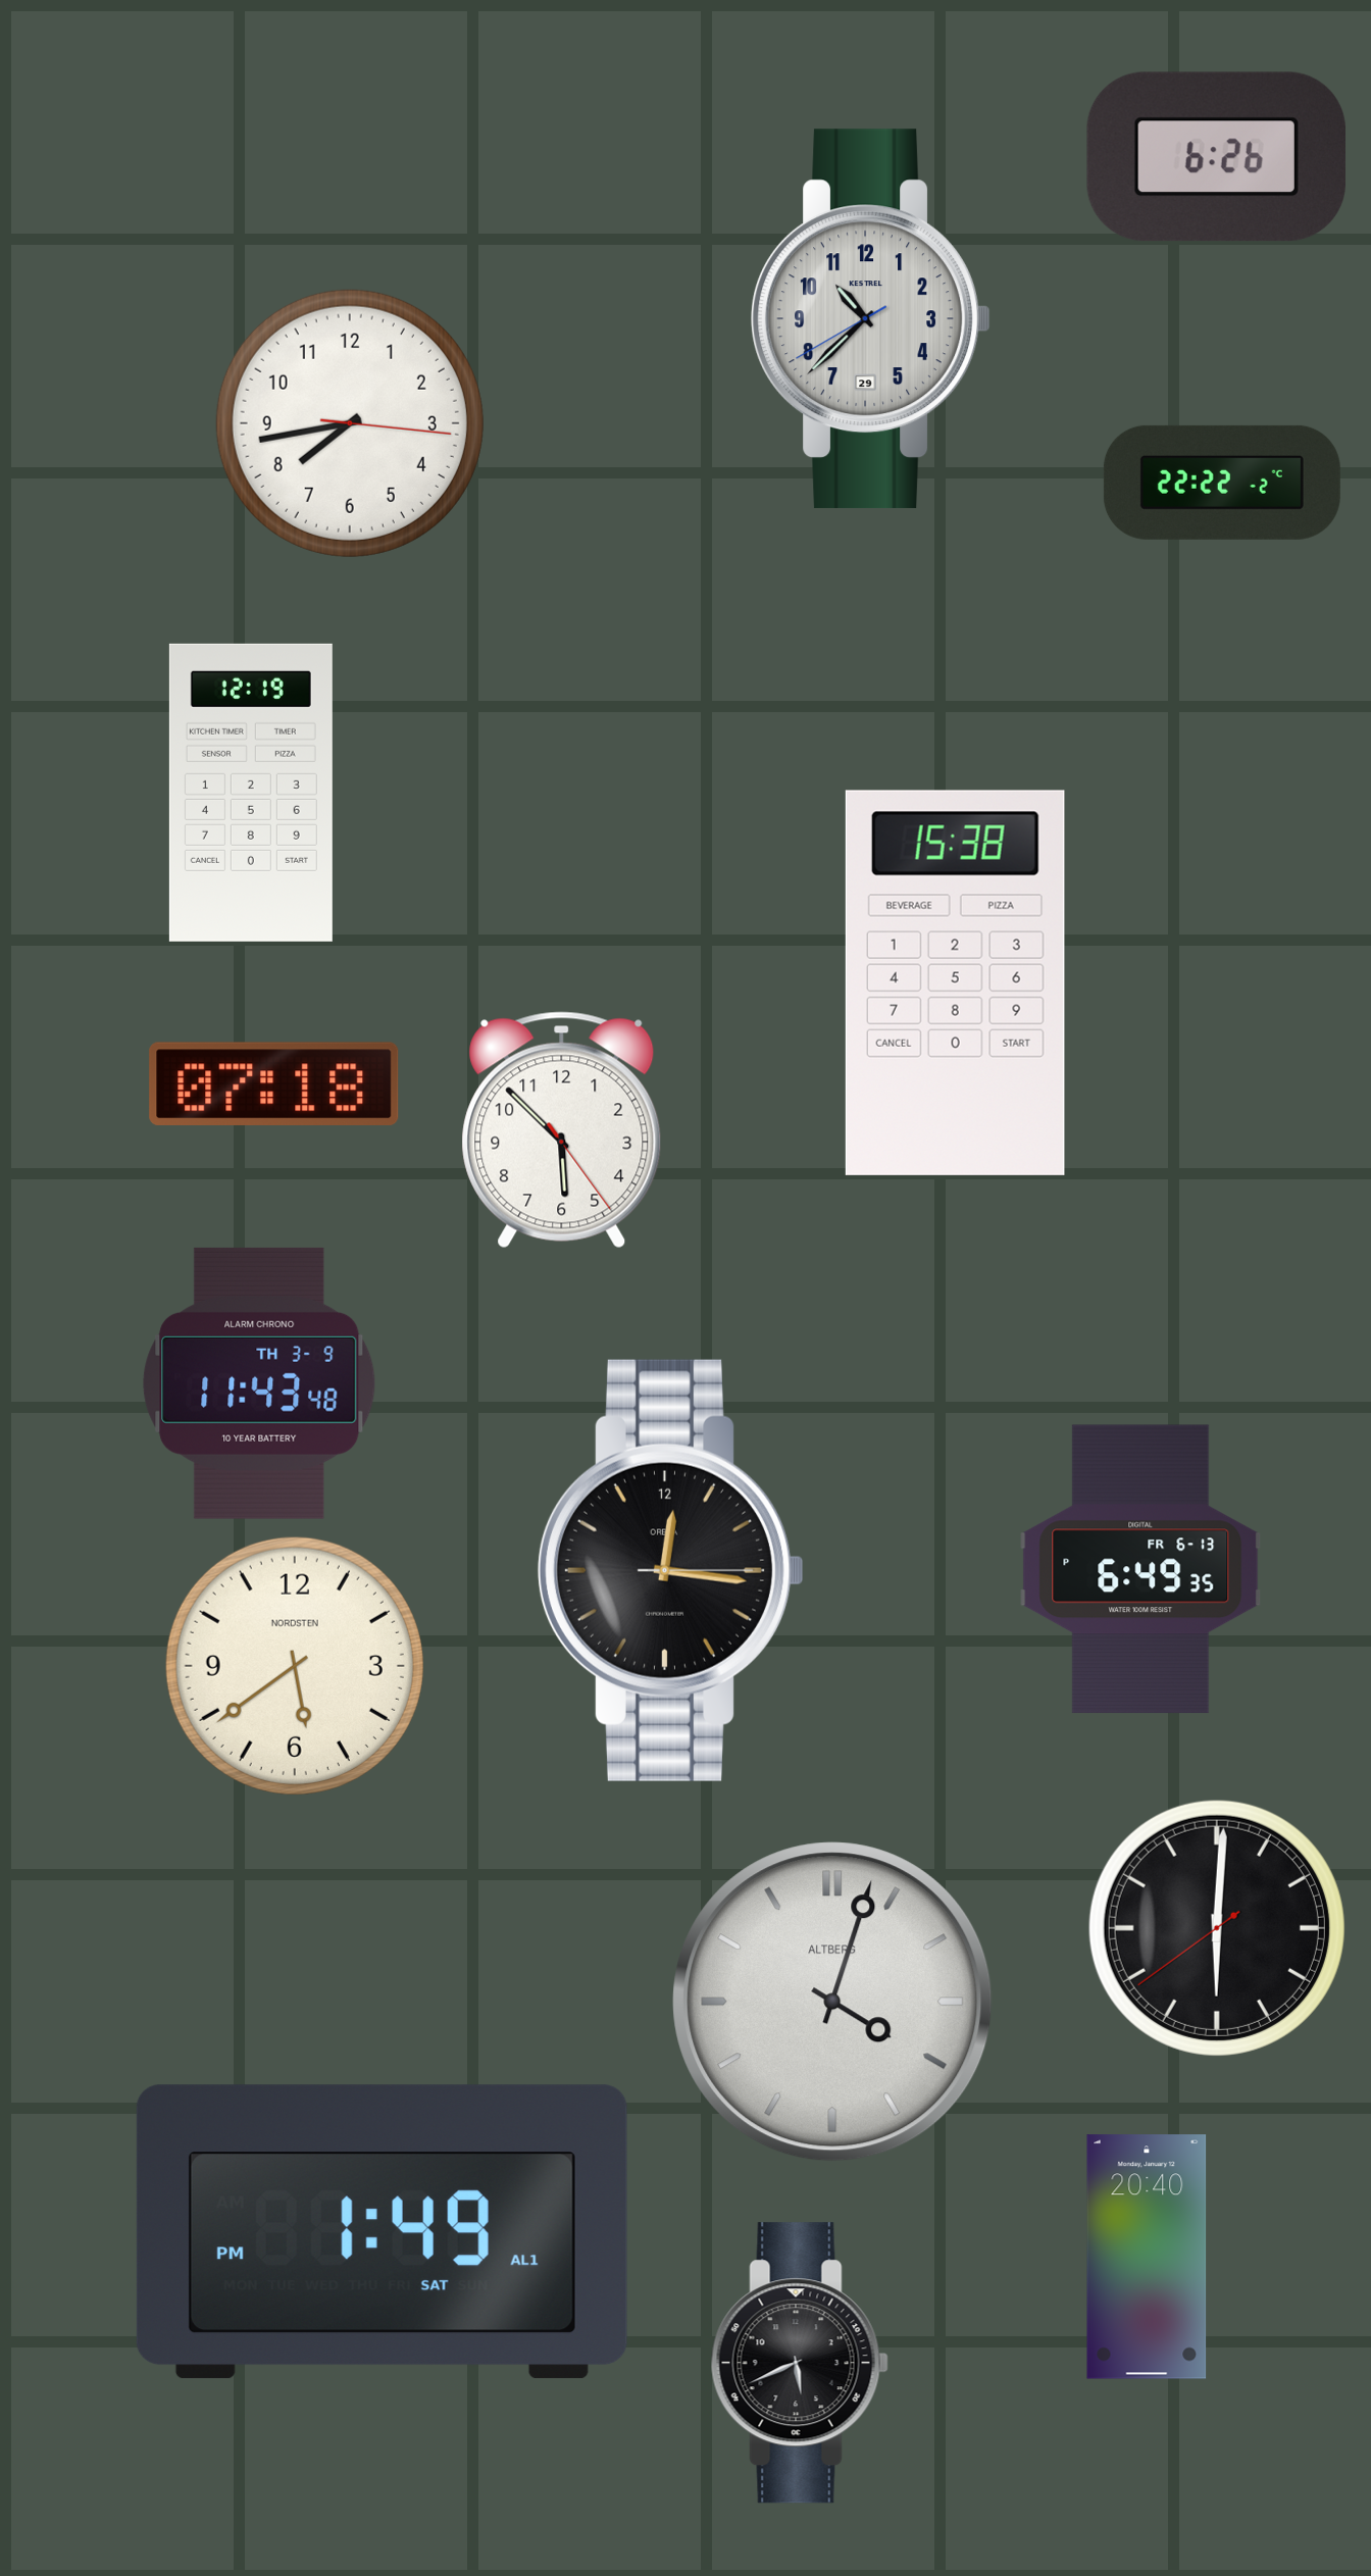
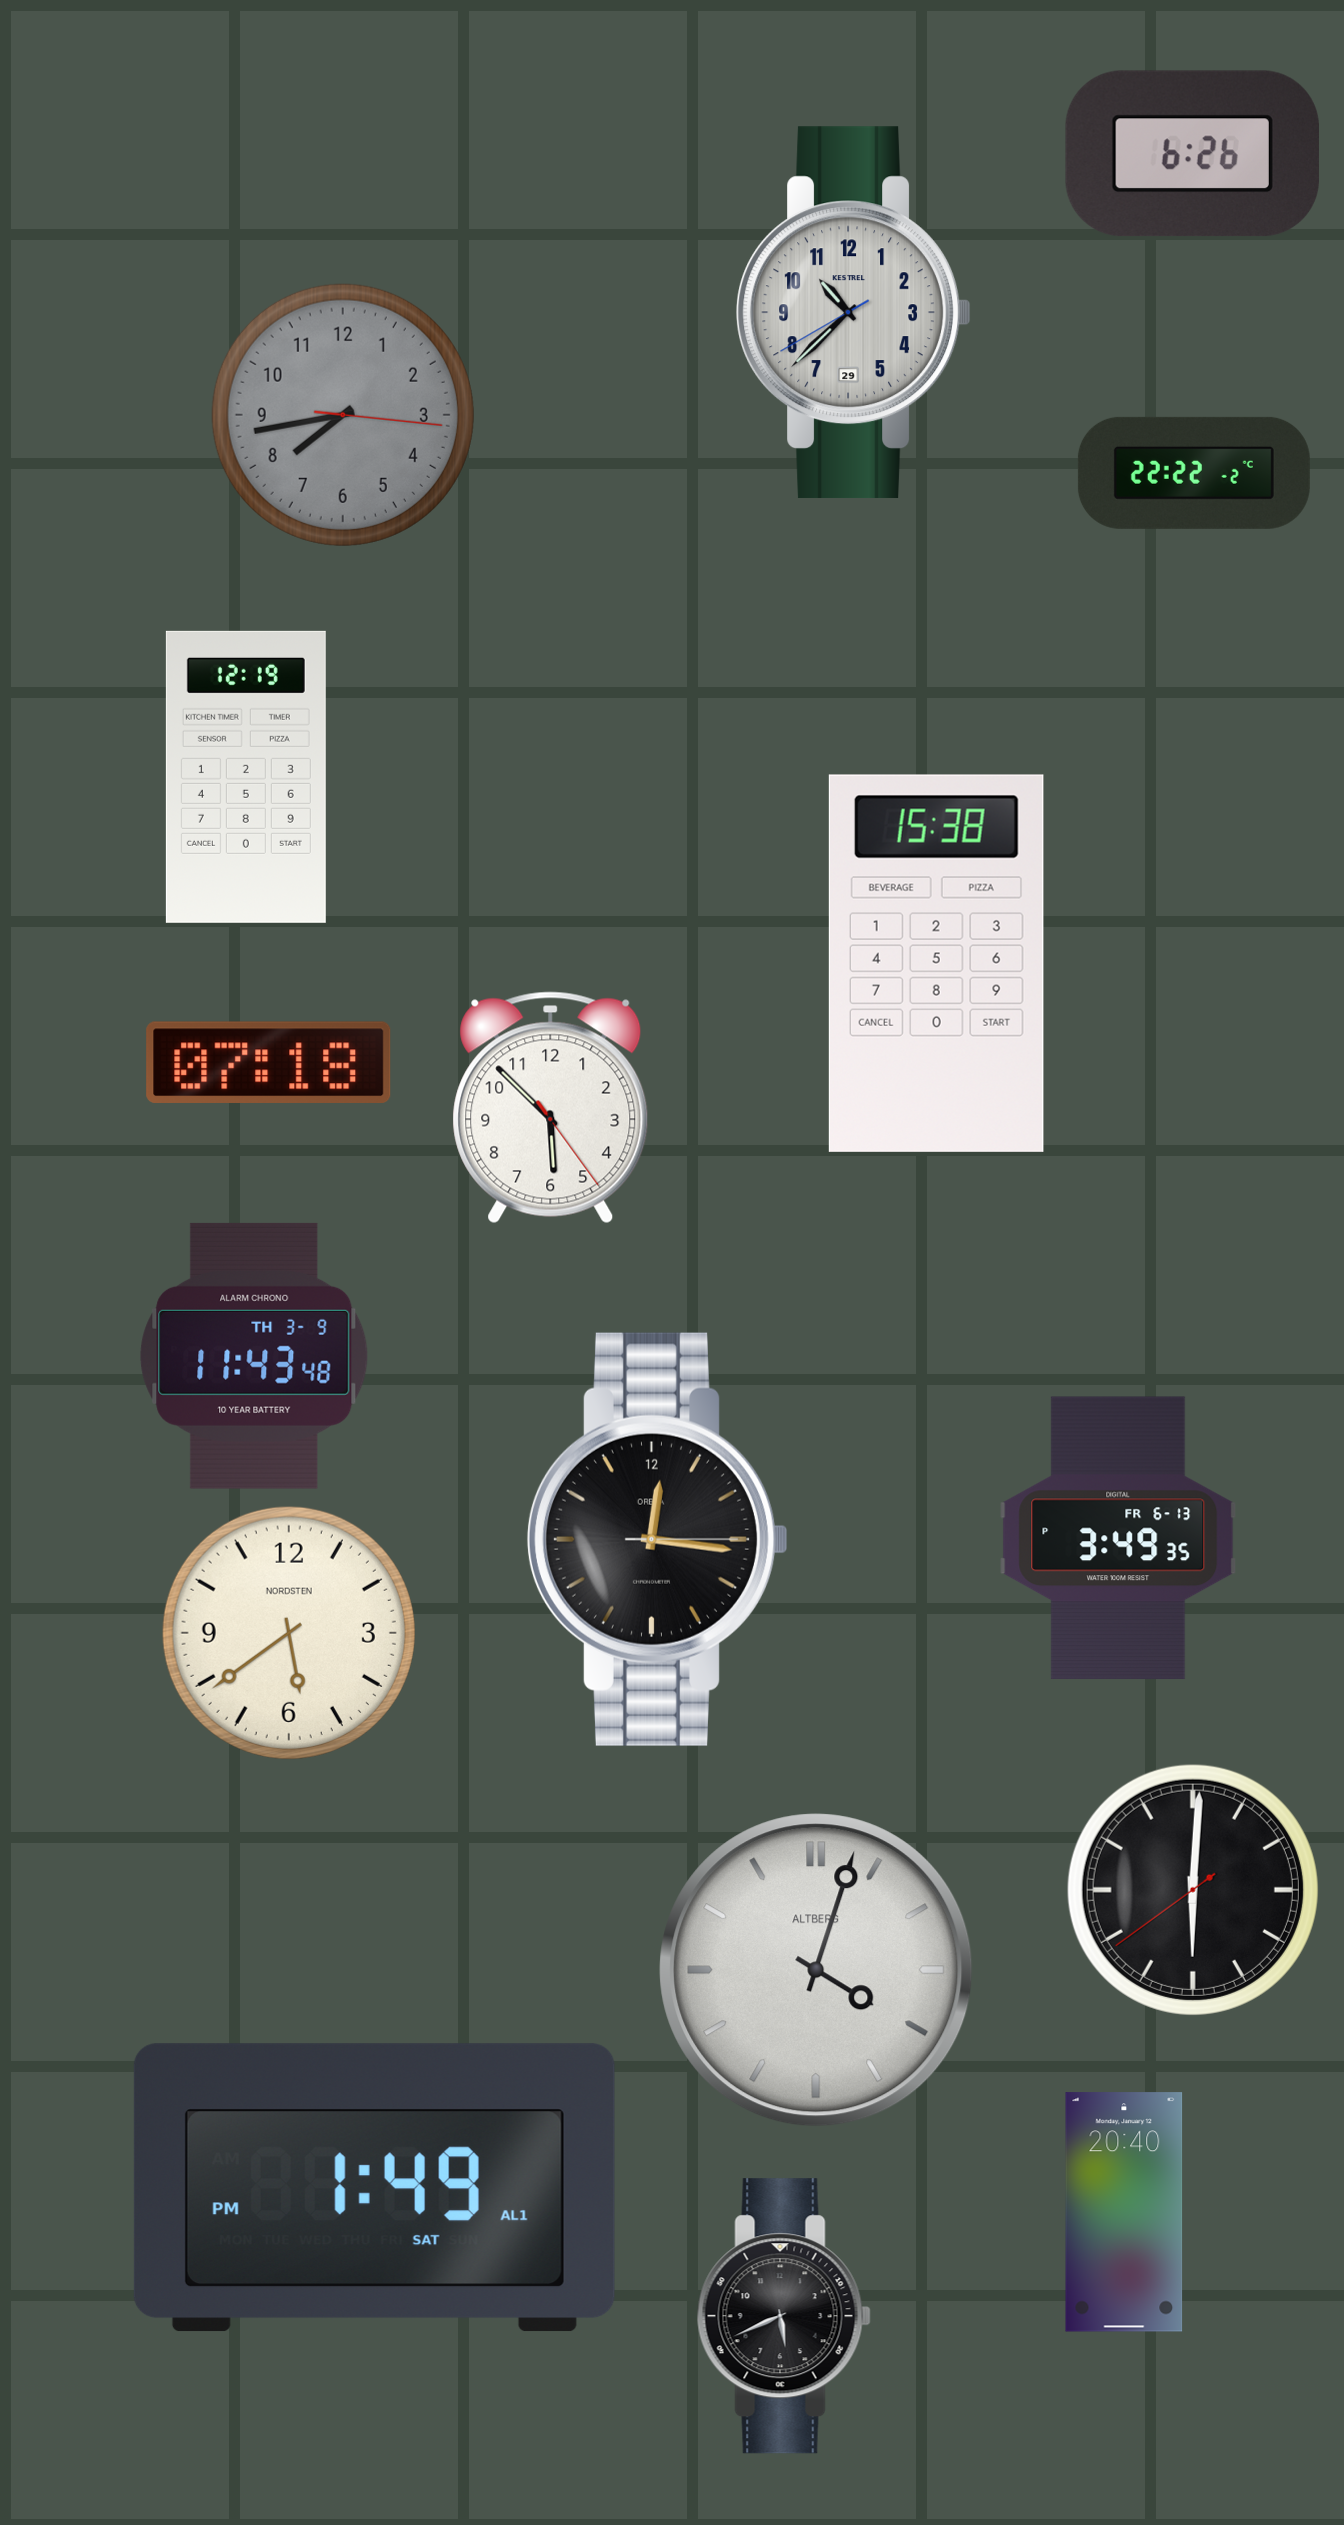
clock at (350, 423) dial: white -> grey
clock at (1222, 483) position: (1222, 483) -> (1194, 473)
clock at (1140, 1569): 6:49 -> 3:49
clock at (832, 2002) position: (832, 2002) -> (816, 1970)
